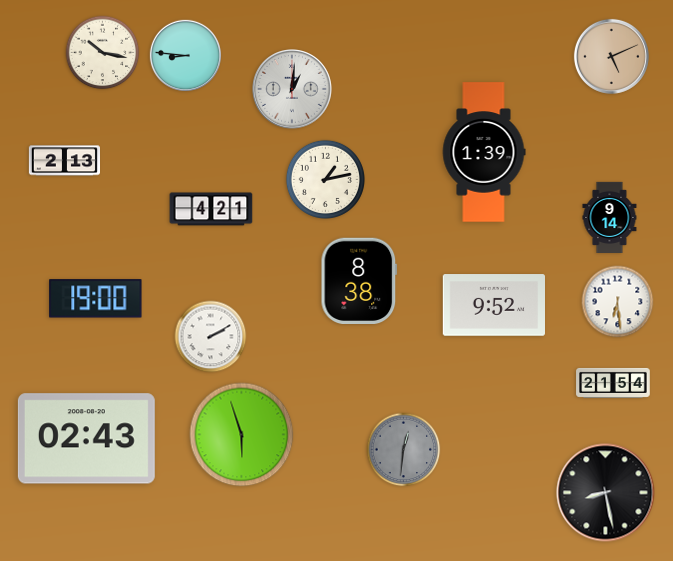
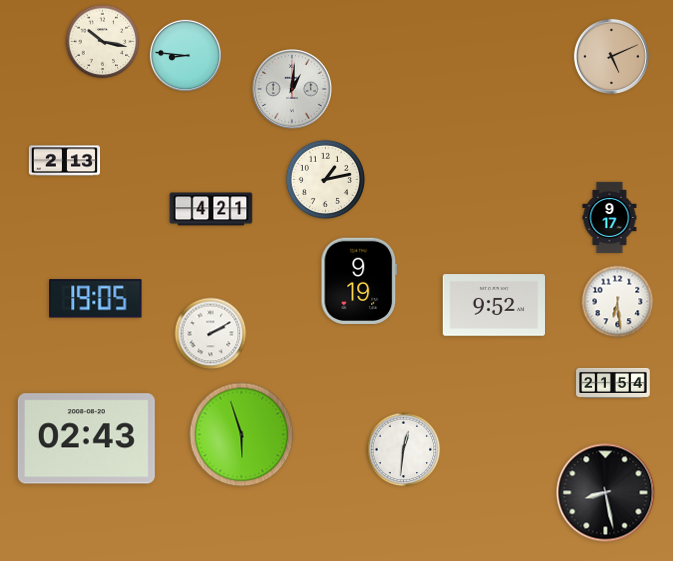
clock at (103, 53) position: (103, 53) -> (103, 42)
clock at (484, 152): 1:39 -> none
clock at (610, 217): 9:14 -> 9:17
clock at (359, 280): 8:38 -> 9:19
clock at (96, 299): 19:00 -> 19:05
clock at (211, 337) position: (211, 337) -> (211, 334)
clock at (404, 450) dial: grey -> white
